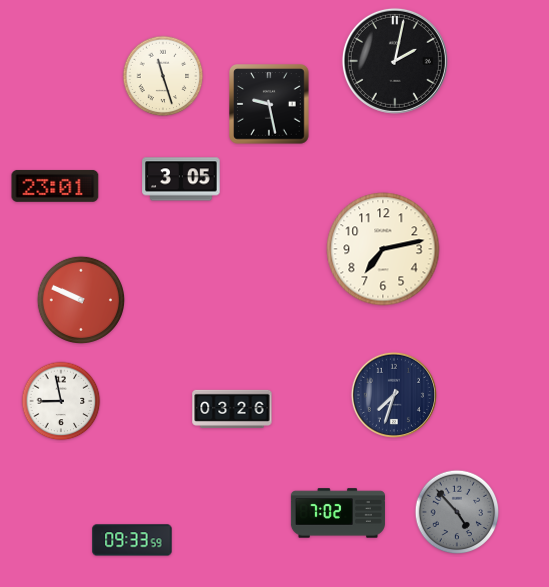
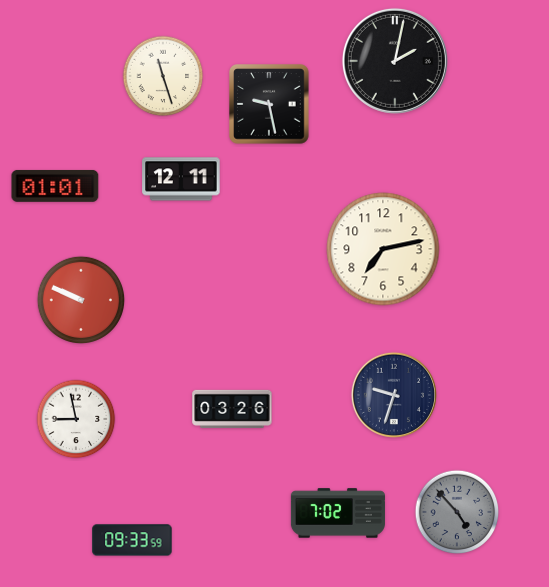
clock at (181, 179): 3:05 -> 12:11
clock at (55, 186): 23:01 -> 01:01
clock at (394, 395): 7:33 -> 9:33
clock at (61, 401) position: (61, 401) -> (76, 419)
